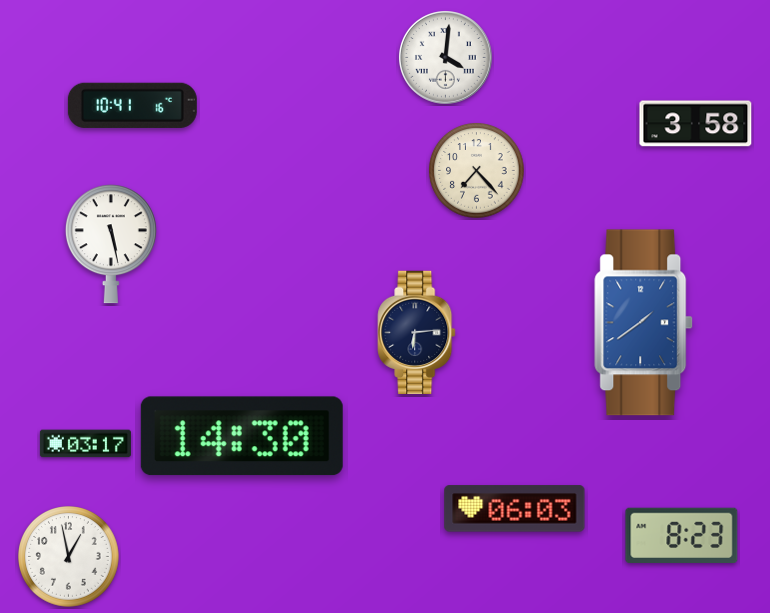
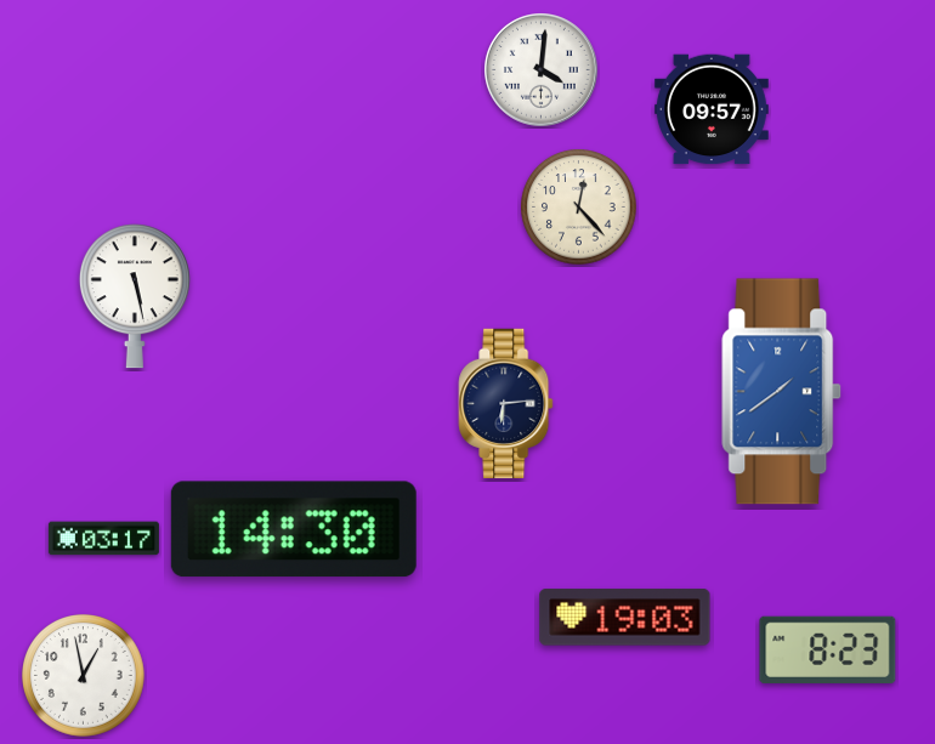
clock at (712, 109): none -> 09:57
clock at (132, 105): 10:41 -> none
clock at (696, 124): 3:58 -> none
clock at (477, 171): 7:23 -> 12:23
clock at (515, 509): 06:03 -> 19:03
